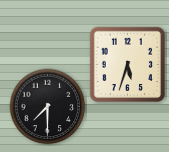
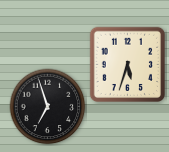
clock at (48, 107): 7:30 -> 6:57
